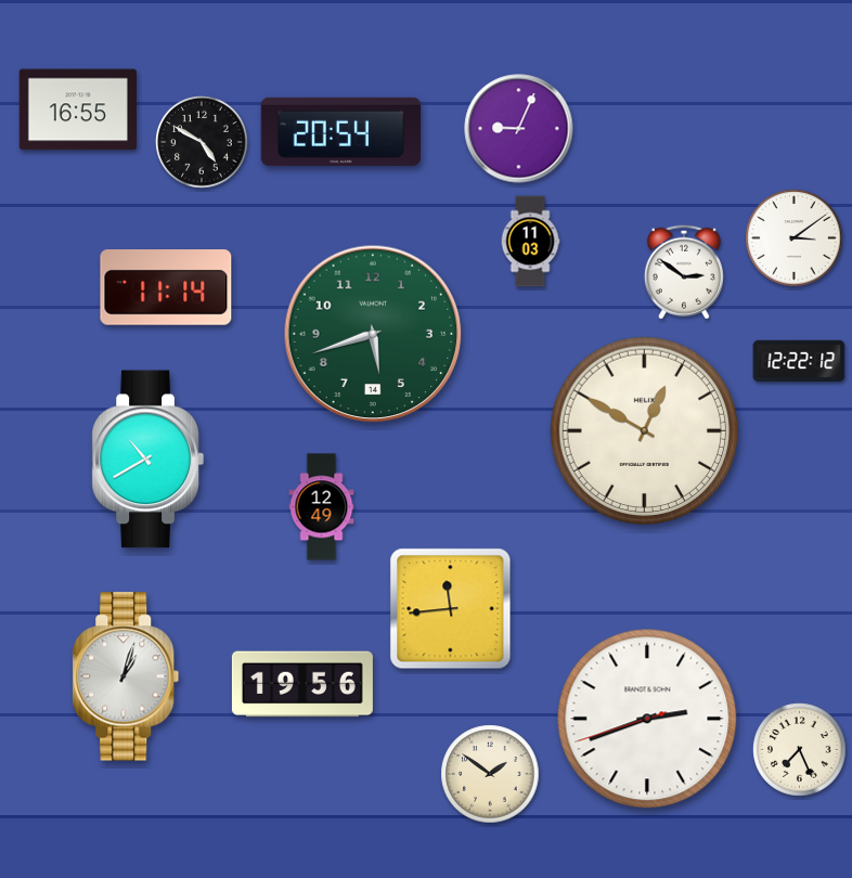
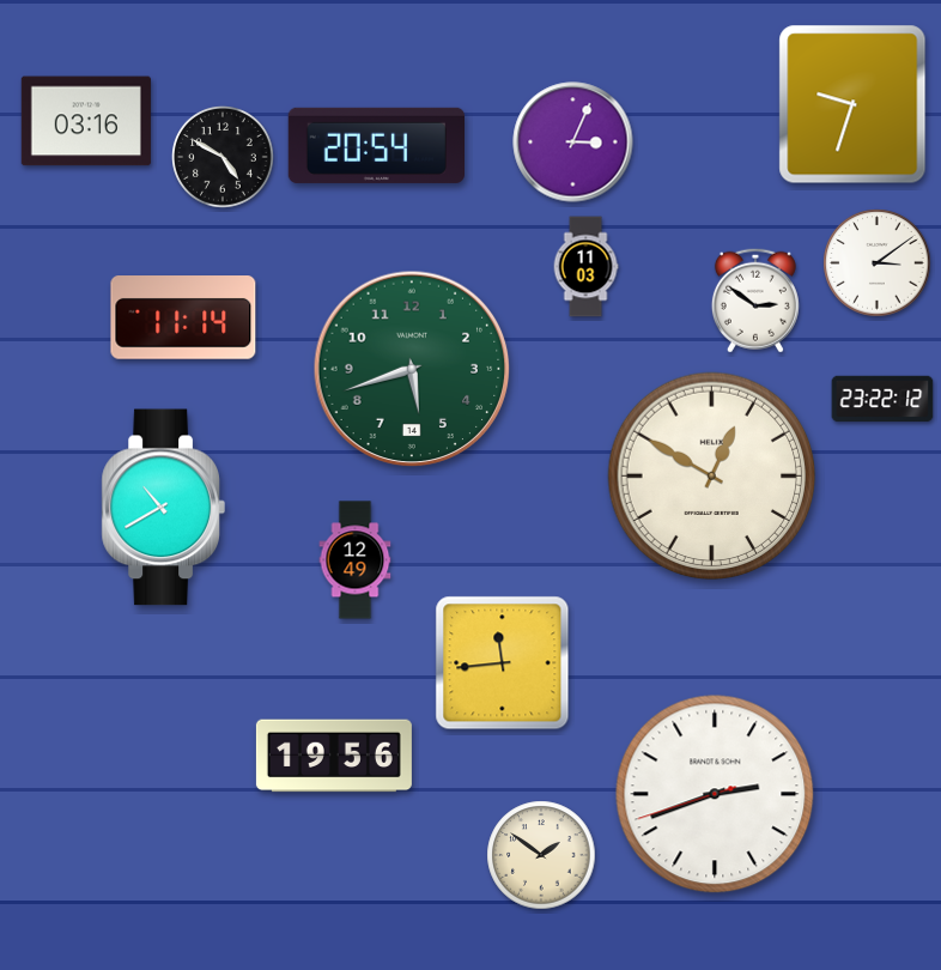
clock at (852, 104): none -> 9:33
clock at (78, 109): 16:55 -> 03:16
clock at (519, 129): 9:04 -> 3:04
clock at (799, 361): 12:22 -> 23:22
clock at (451, 609) position: (451, 609) -> (503, 663)
clock at (126, 676): 1:03 -> none
clock at (800, 750): 7:26 -> none
